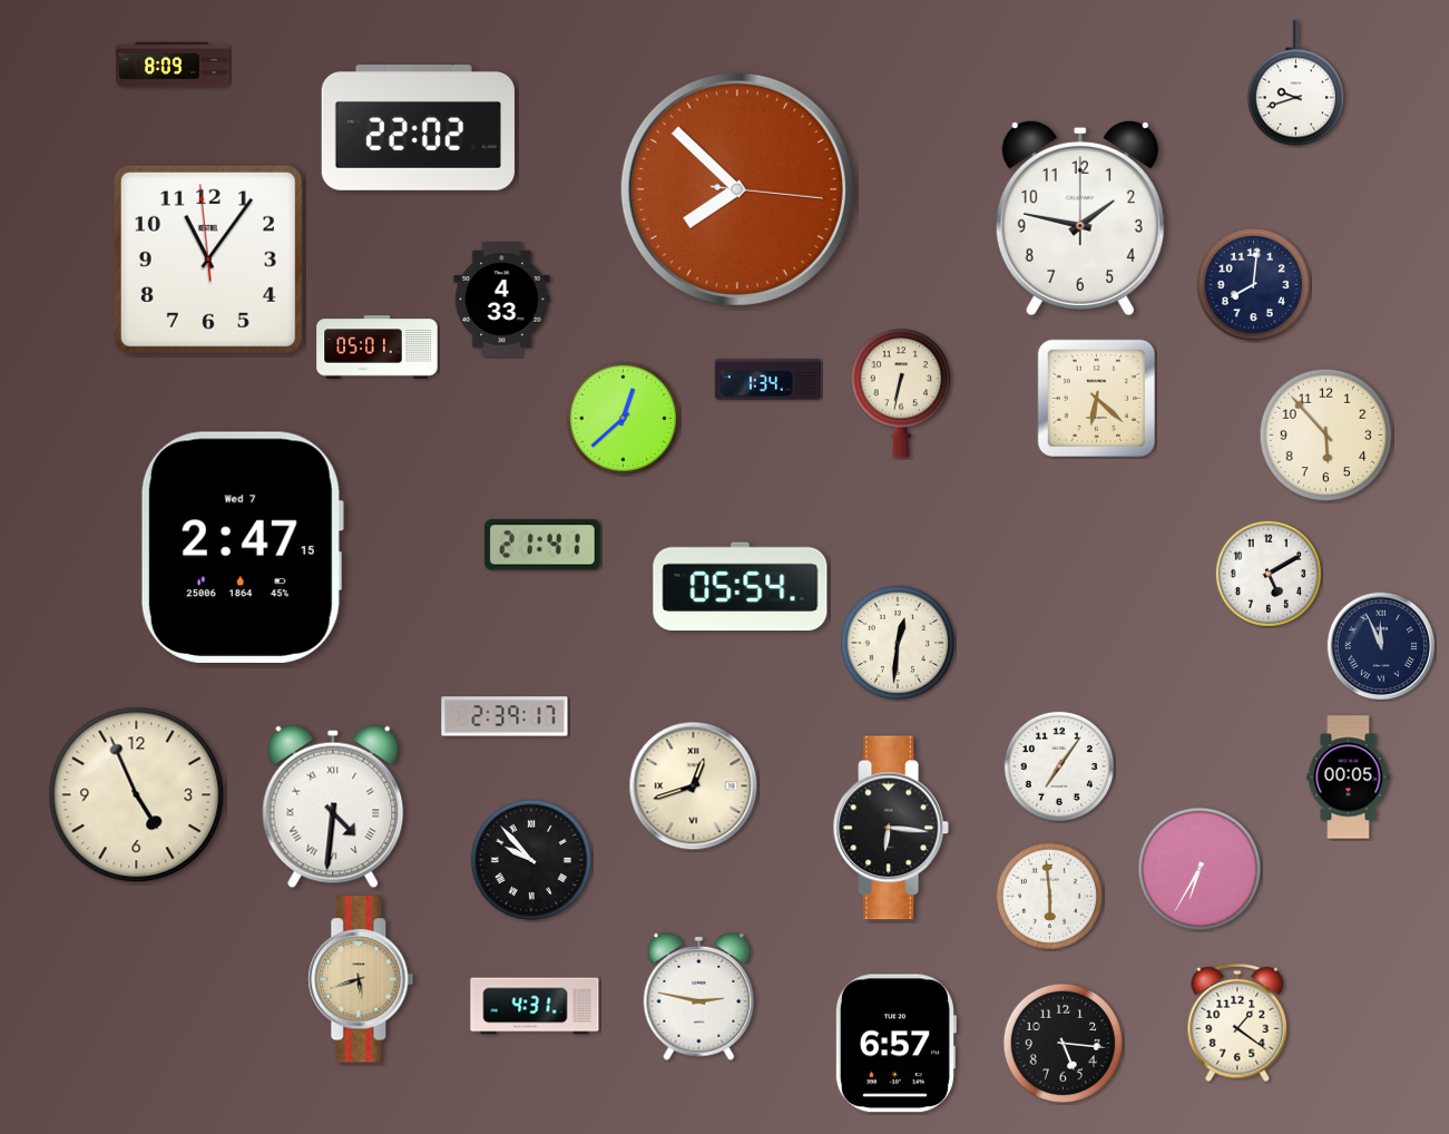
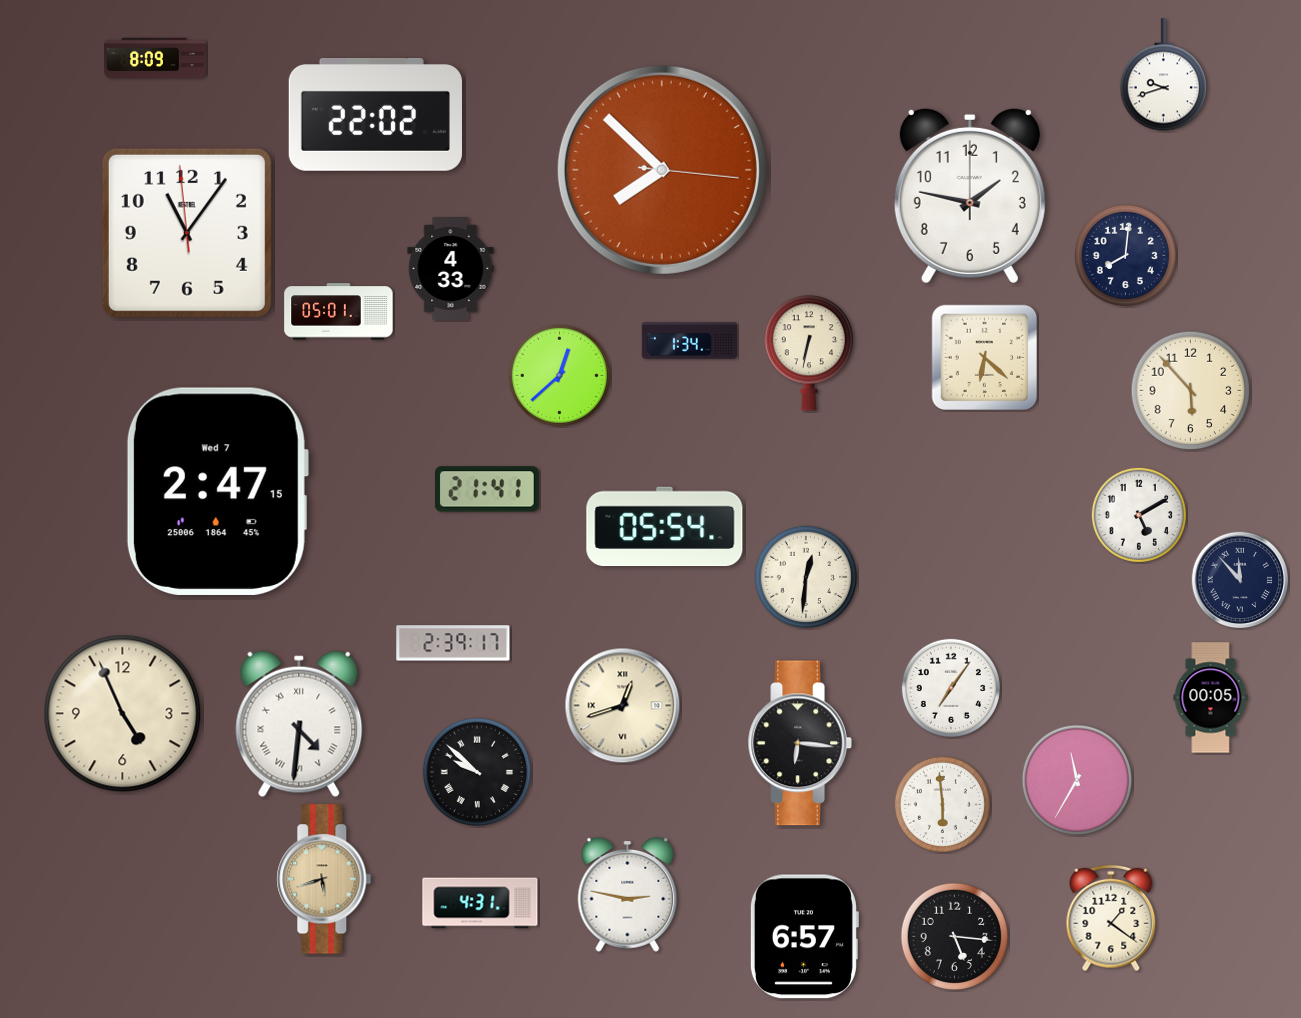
clock at (1381, 646): 11:56 -> 11:53
clock at (530, 859): 9:53 -> 9:52
clock at (1200, 869): 6:35 -> 11:35
